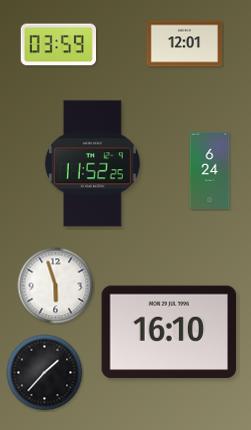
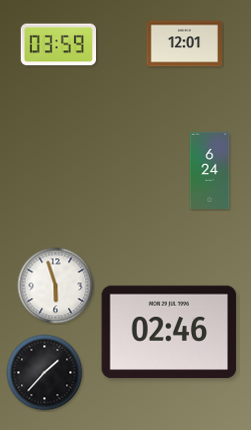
clock at (92, 164): 11:52 -> none
clock at (169, 332): 16:10 -> 02:46
